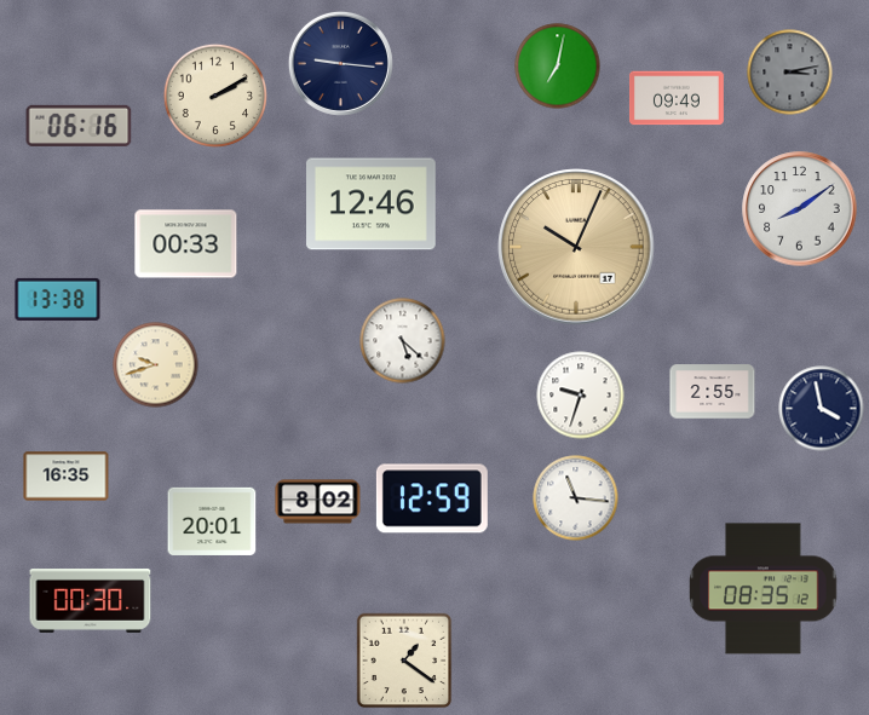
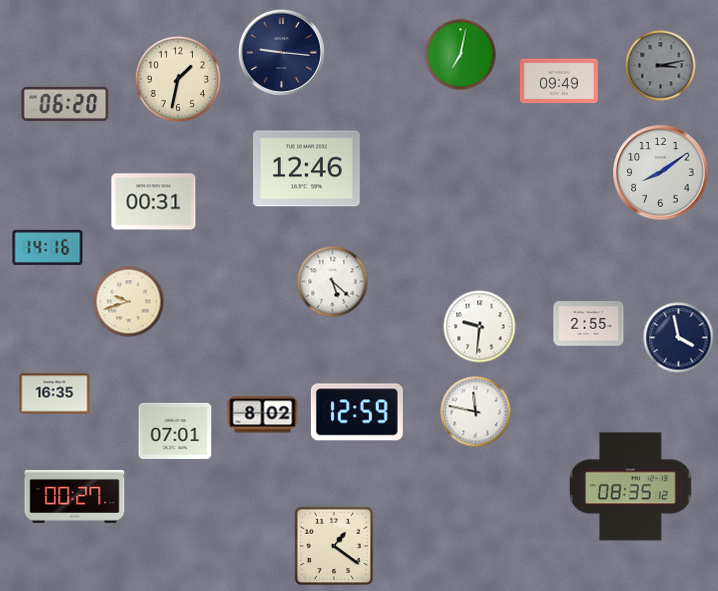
clock at (790, 73) position: (790, 73) -> (661, 66)
clock at (214, 94): 2:10 -> 1:32
clock at (79, 126): 06:16 -> 06:20
clock at (186, 244): 00:33 -> 00:31
clock at (576, 247): 10:04 -> none
clock at (58, 299): 13:38 -> 14:16
clock at (581, 396): 9:33 -> 9:31
clock at (576, 498): 11:16 -> 11:47
clock at (212, 521): 20:01 -> 07:01
clock at (91, 600): 00:30 -> 00:27
